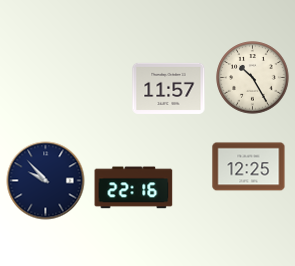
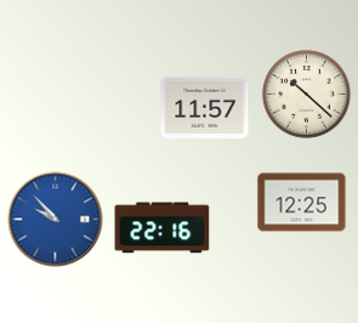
clock at (253, 78): 10:25 -> 10:22
clock at (46, 181) dial: navy -> blue
